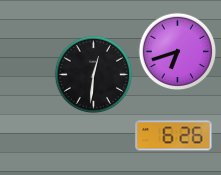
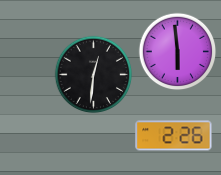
clock at (177, 51): 6:42 -> 5:59
clock at (174, 136): 6:26 -> 2:26
